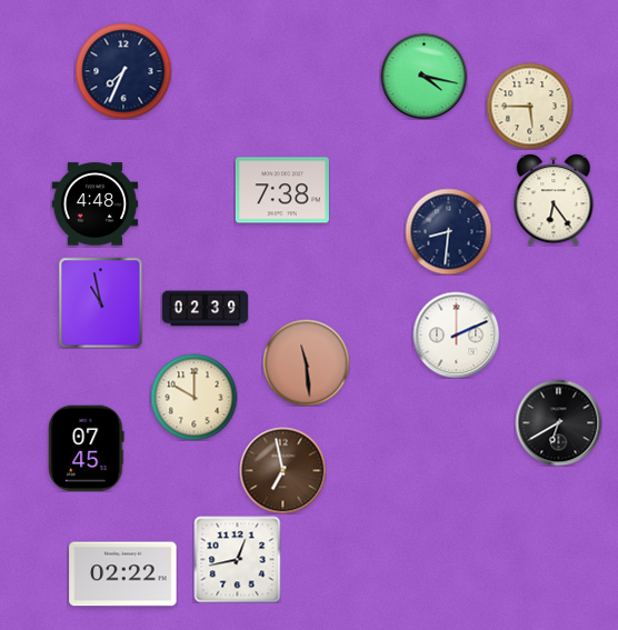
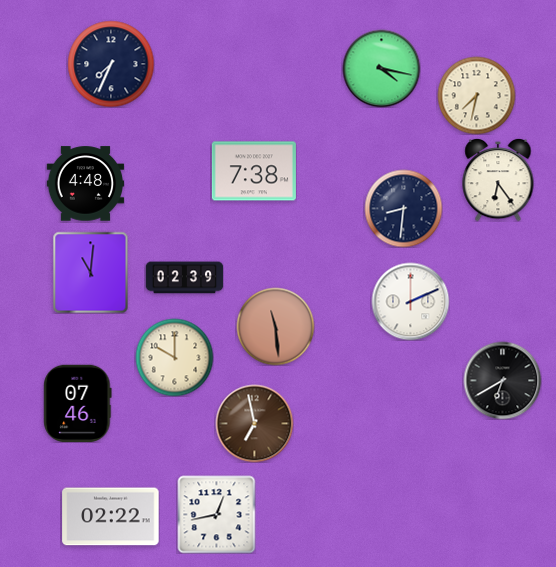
clock at (529, 106): 5:45 -> 7:32
clock at (101, 302): 10:58 -> 11:01
clock at (87, 448): 07:45 -> 07:46
clock at (237, 559) position: (237, 559) -> (216, 514)
